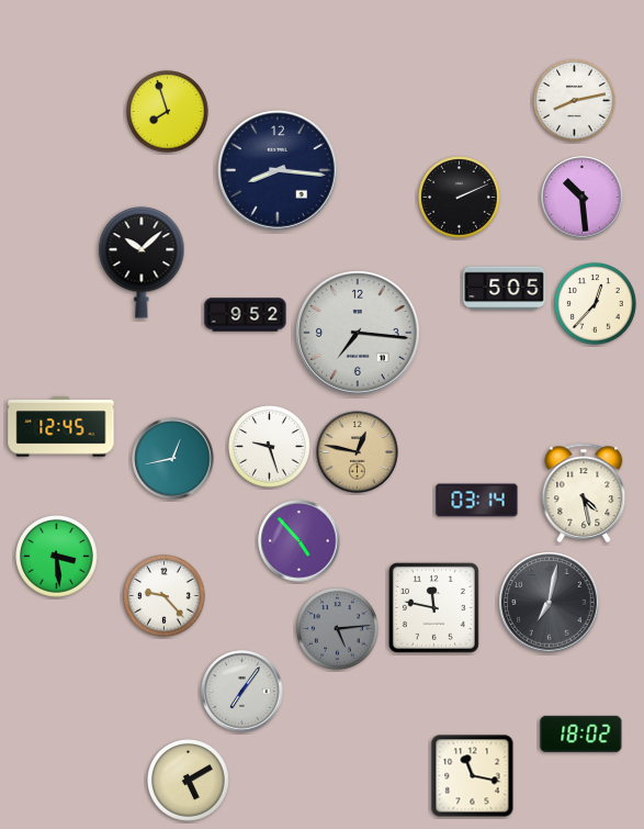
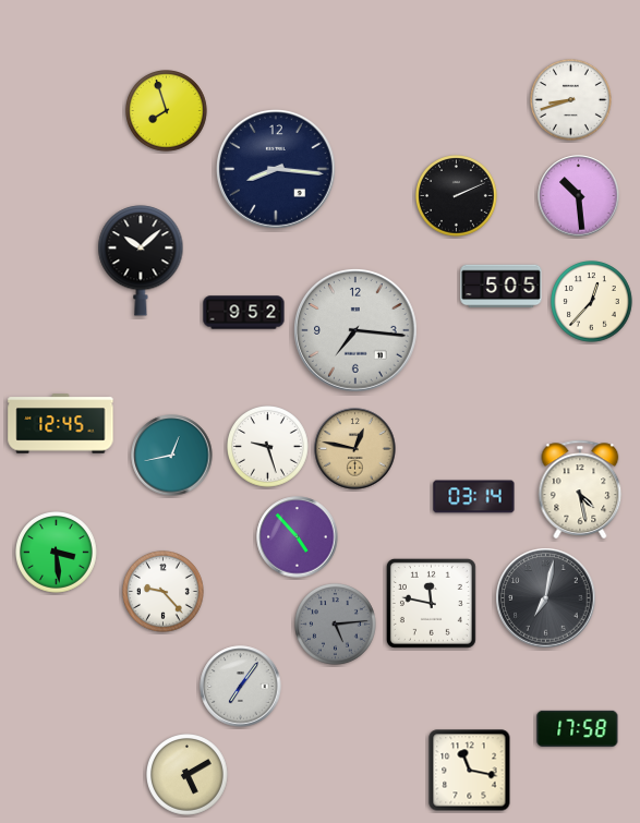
clock at (575, 101): 8:13 -> 8:42
clock at (270, 447) position: (270, 447) -> (268, 447)
clock at (581, 733): 18:02 -> 17:58
